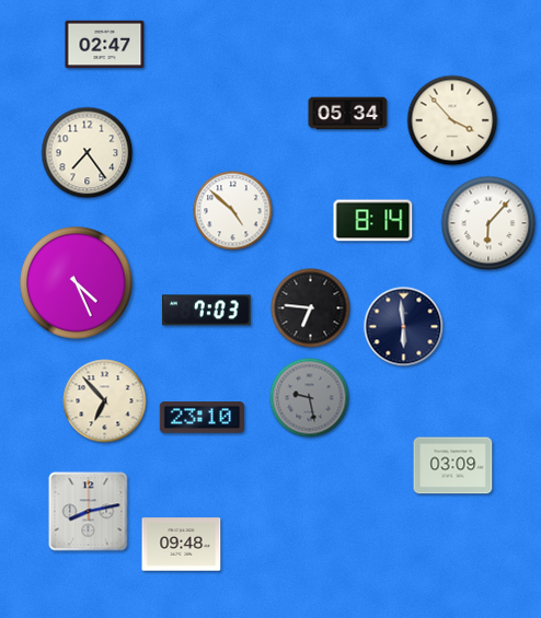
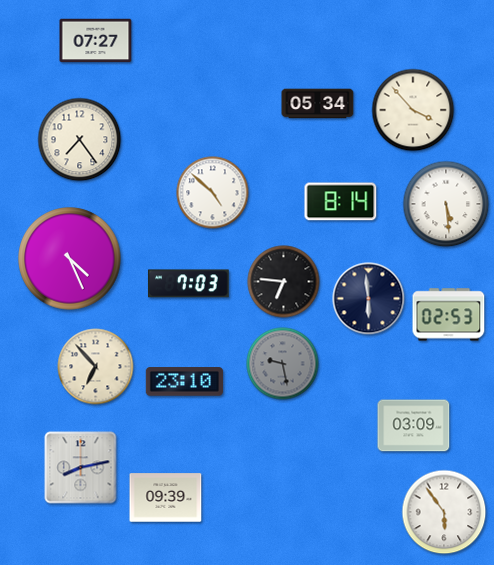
clock at (105, 45): 02:47 -> 07:27
clock at (488, 223): 6:07 -> 5:29
clock at (449, 315): none -> 02:53
clock at (182, 545): 09:48 -> 09:39
clock at (444, 512): none -> 5:54
